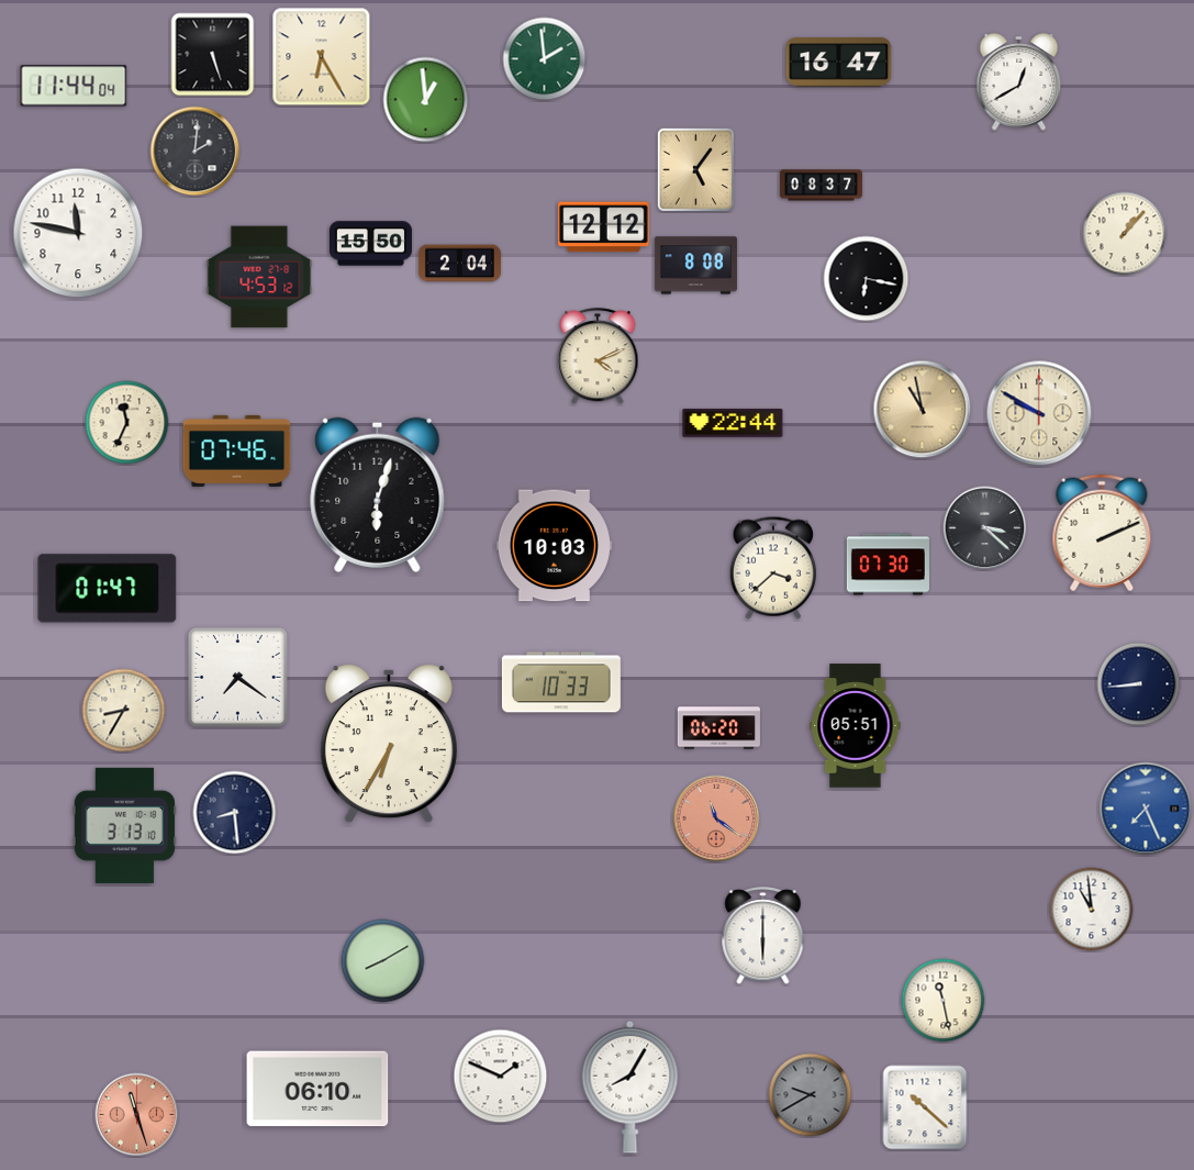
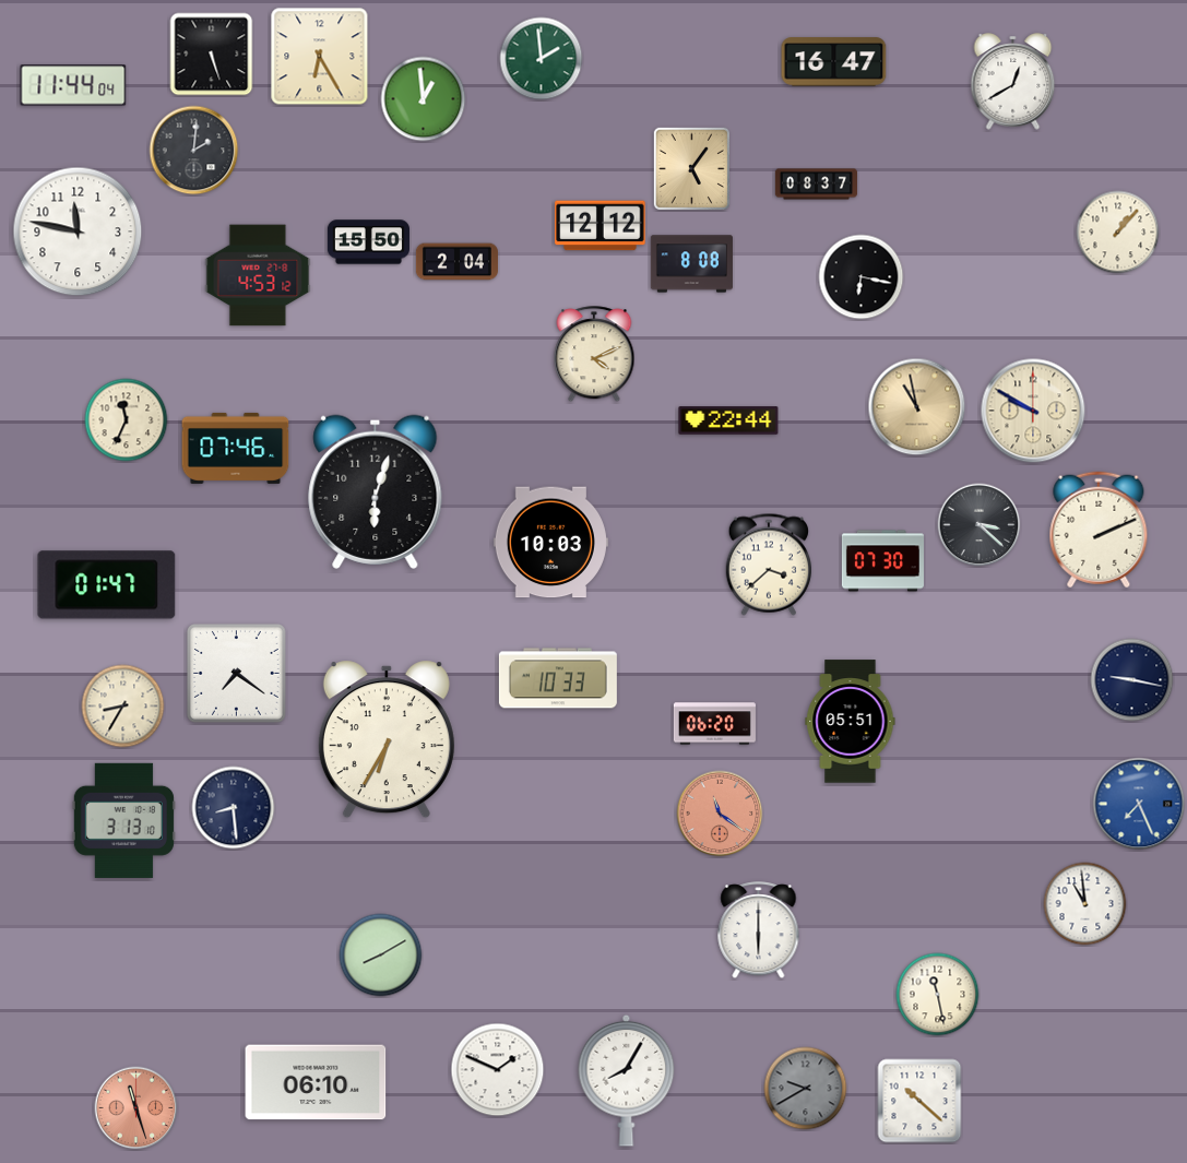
clock at (1102, 533) position: (1102, 533) -> (1099, 530)
clock at (1139, 684): 8:44 -> 9:17
clock at (716, 818) position: (716, 818) -> (720, 814)
